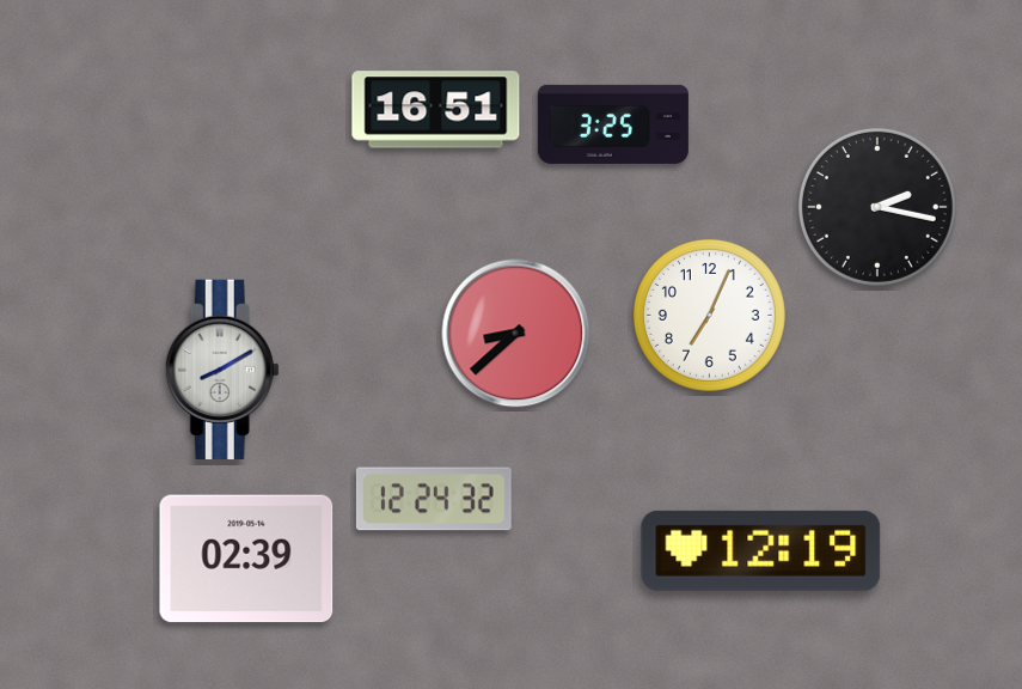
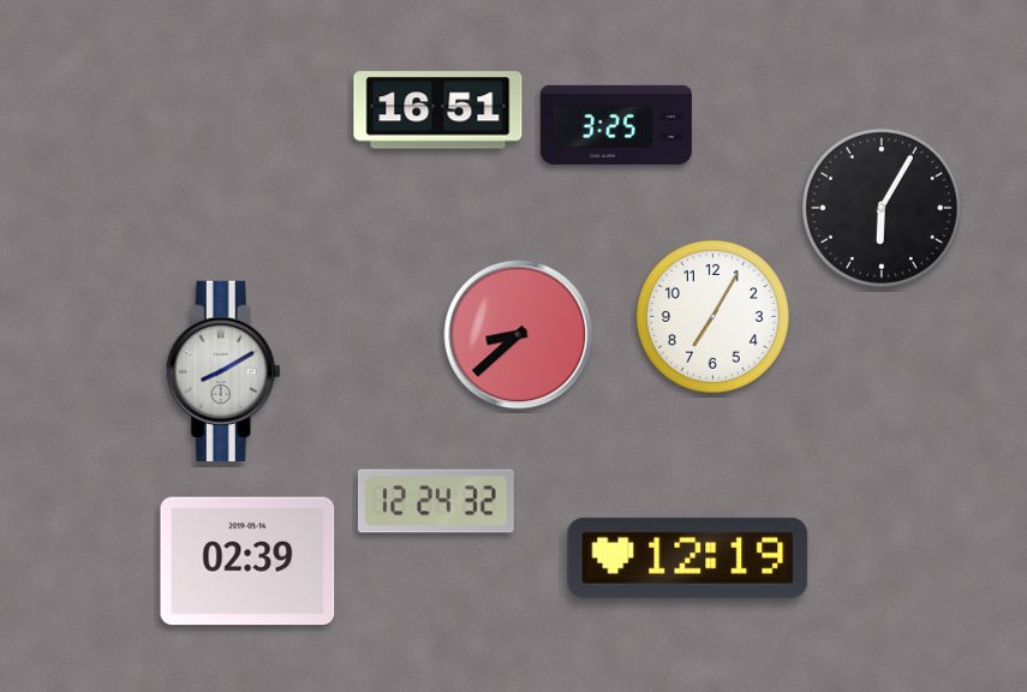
clock at (877, 207): 2:17 -> 6:05
clock at (709, 315): 7:04 -> 7:05
clock at (761, 550) position: (761, 550) -> (688, 557)
